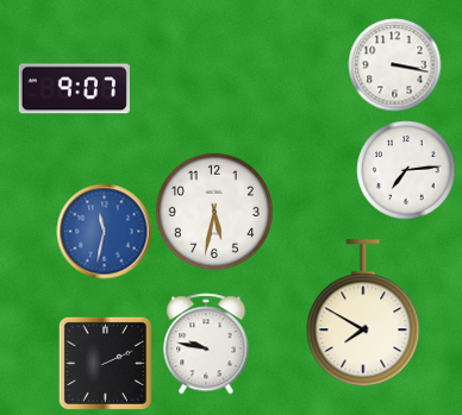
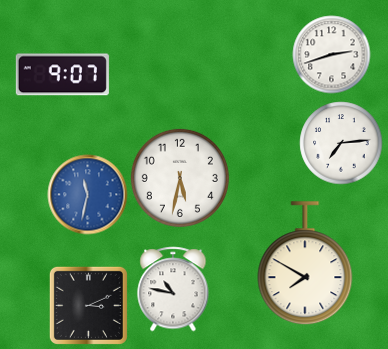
clock at (394, 64): 3:17 -> 2:42
clock at (206, 344): 9:47 -> 10:47
clock at (105, 363): 2:11 -> 3:11
